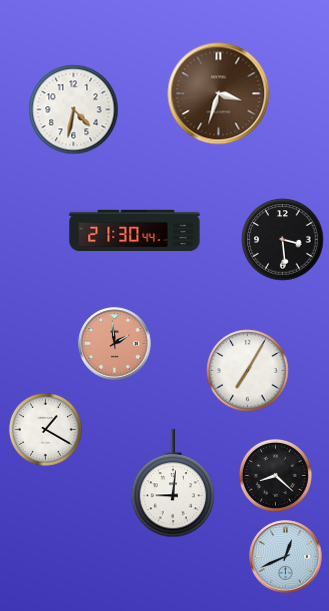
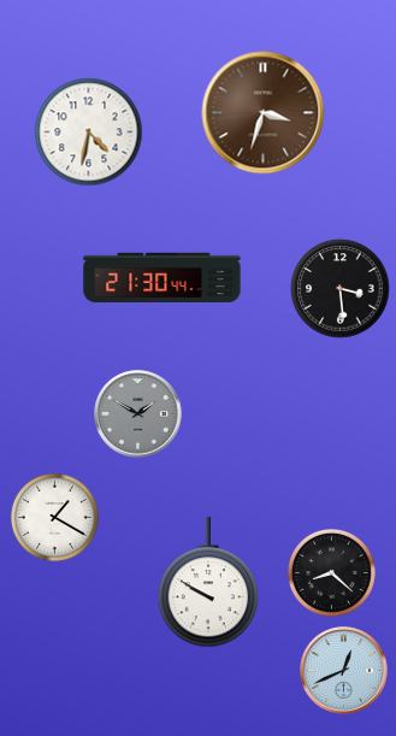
clock at (115, 344): 1:59 -> 1:50
clock at (115, 344) dial: salmon -> grey
clock at (248, 371): 7:05 -> none
clock at (173, 484): 9:01 -> 9:50
